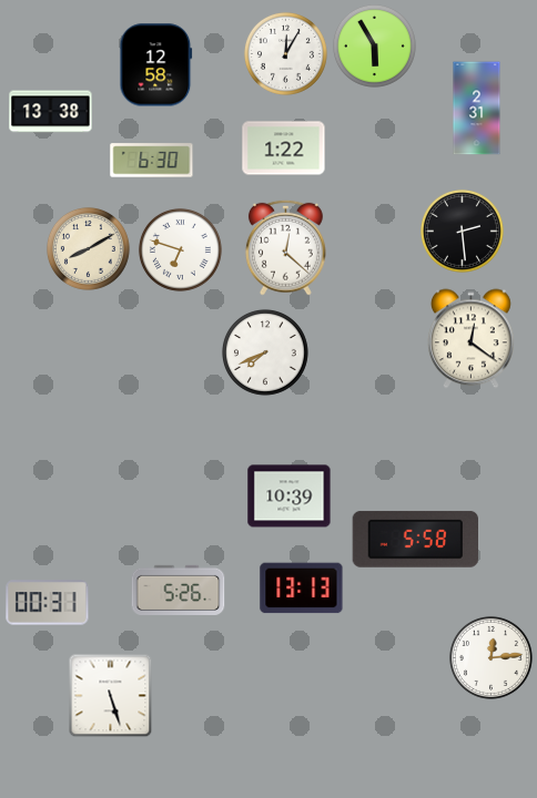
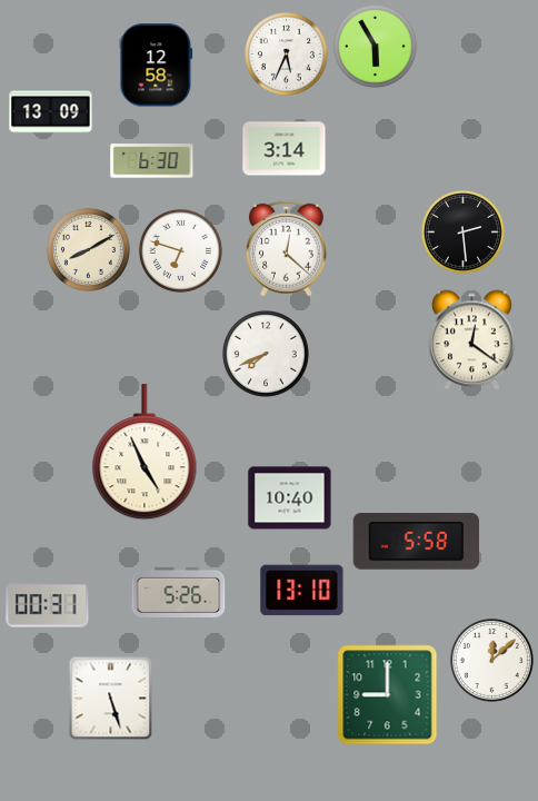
clock at (285, 53): 12:05 -> 5:34
clock at (477, 109): 2:31 -> none
clock at (51, 112): 13:38 -> 13:09
clock at (284, 149): 1:22 -> 3:14
clock at (145, 453): none -> 4:56
clock at (290, 497): 10:39 -> 10:40
clock at (302, 589): 13:13 -> 13:10
clock at (490, 657): 12:14 -> 12:08
clock at (388, 695): none -> 9:00
